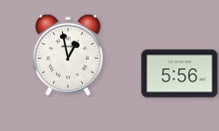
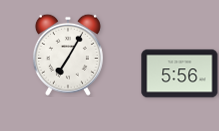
clock at (68, 55): 12:58 -> 7:05
